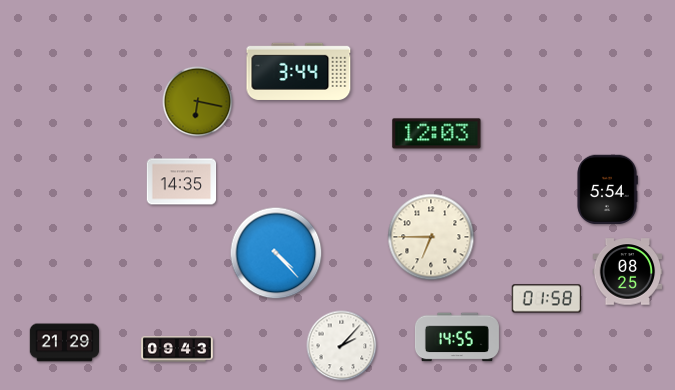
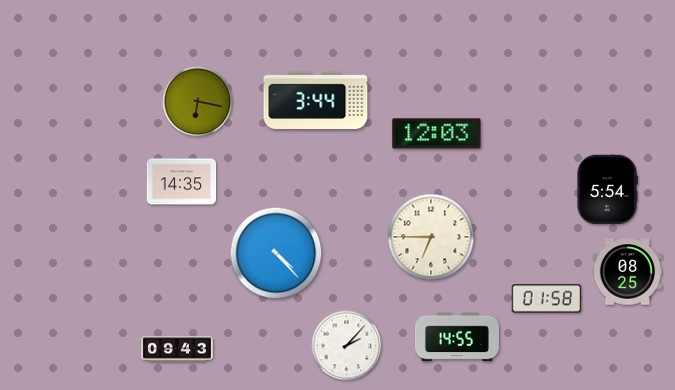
clock at (299, 71) position: (299, 71) -> (316, 100)
clock at (65, 343): 21:29 -> none
clock at (342, 346) position: (342, 346) -> (347, 346)
